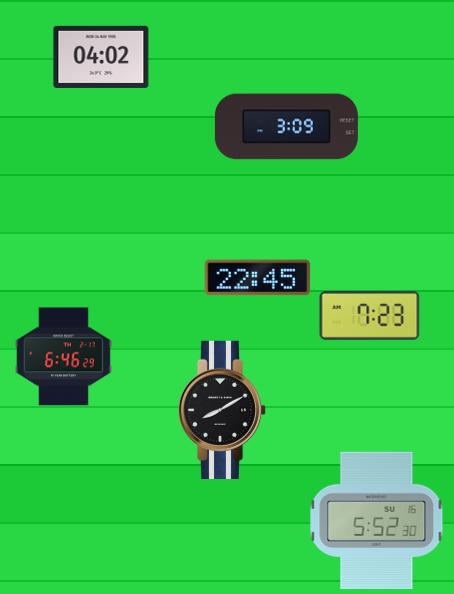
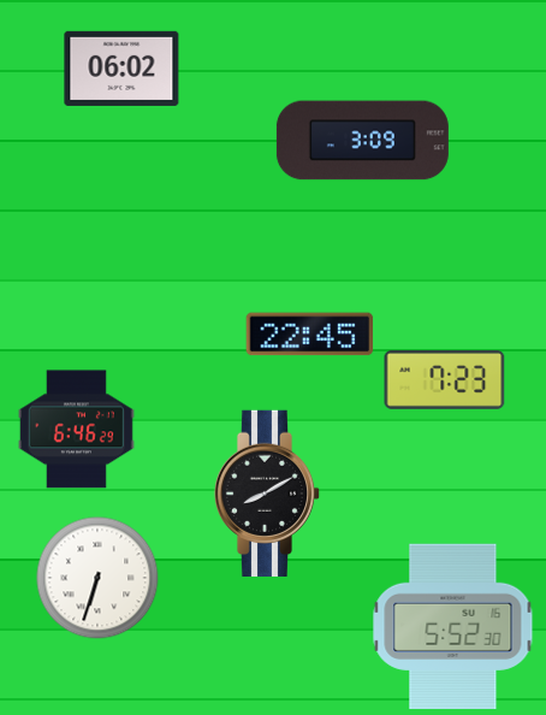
clock at (101, 57): 04:02 -> 06:02
clock at (286, 127) position: (286, 127) -> (362, 141)
clock at (97, 578): none -> 6:33
